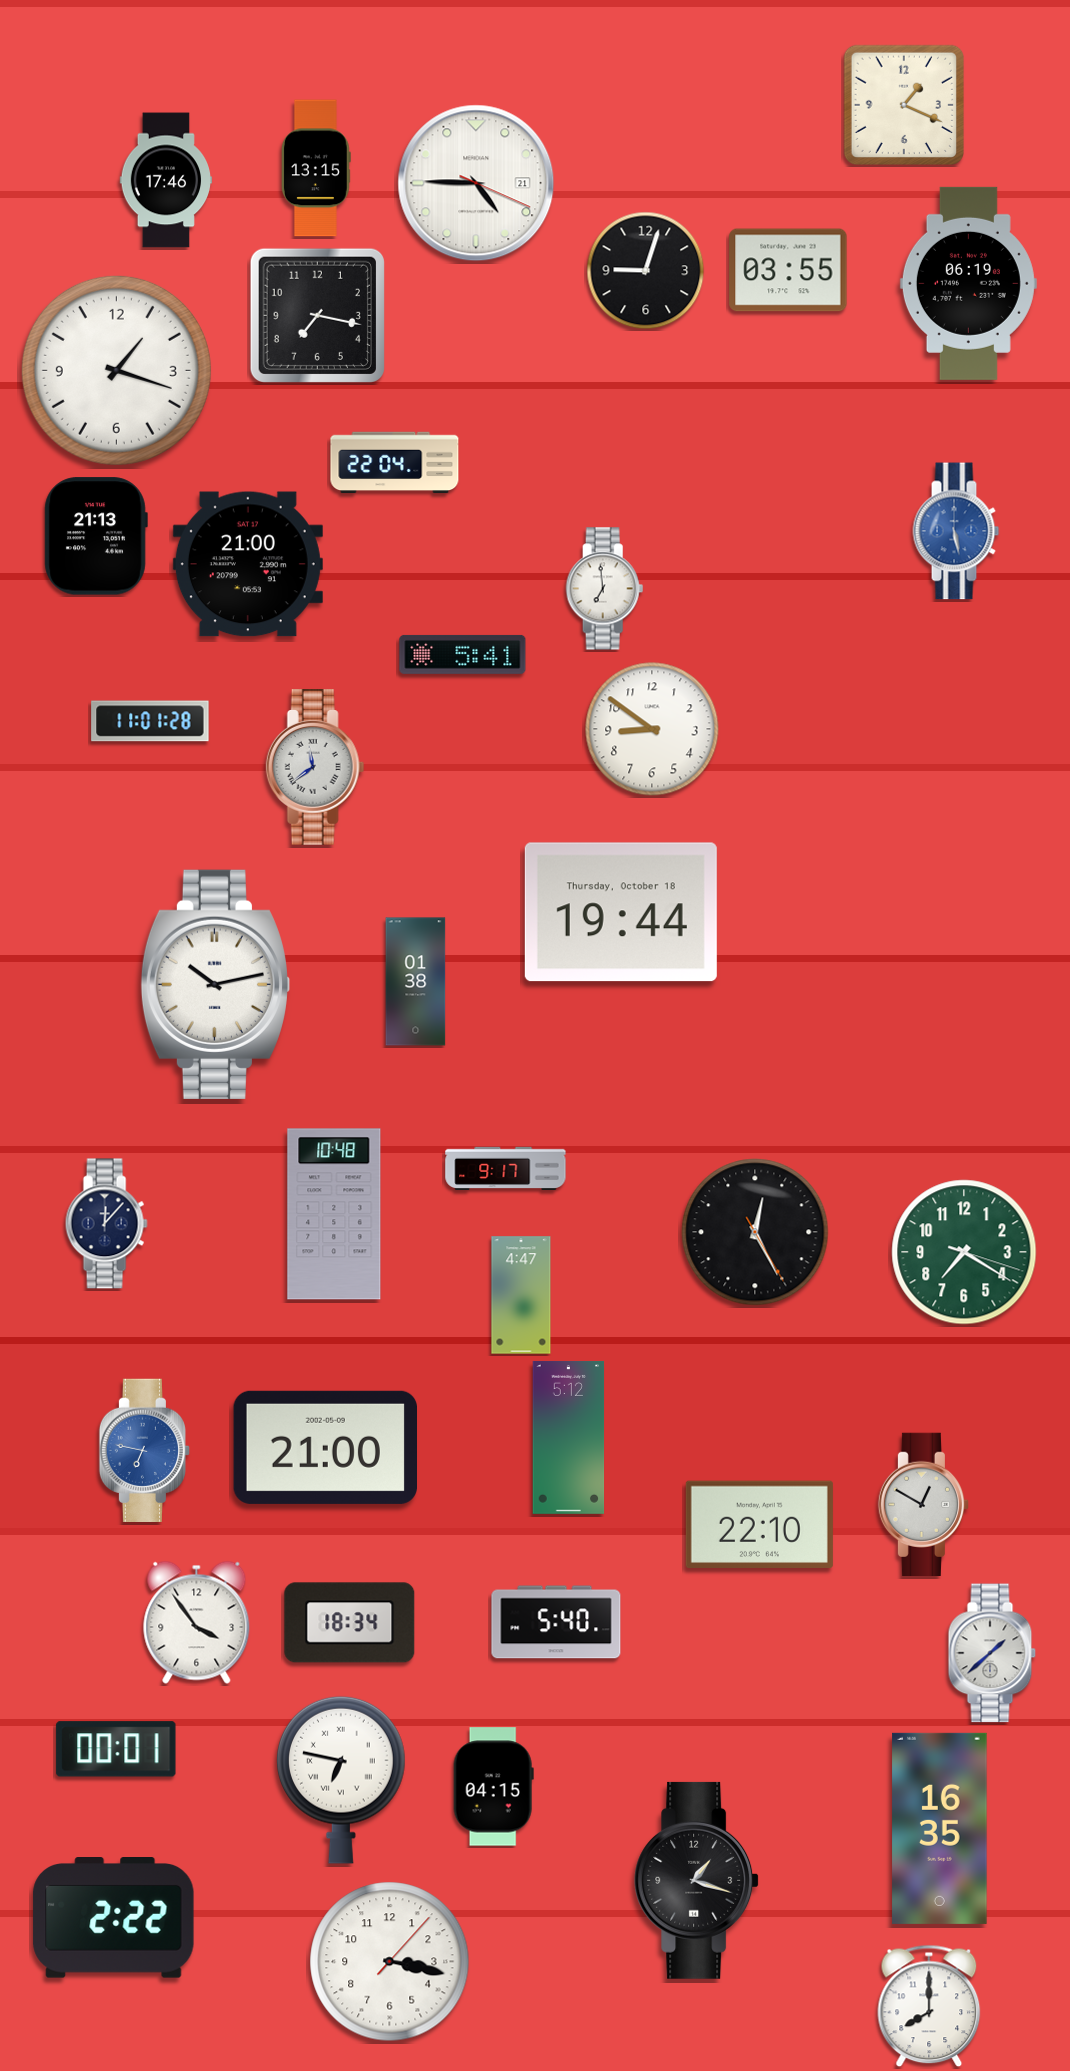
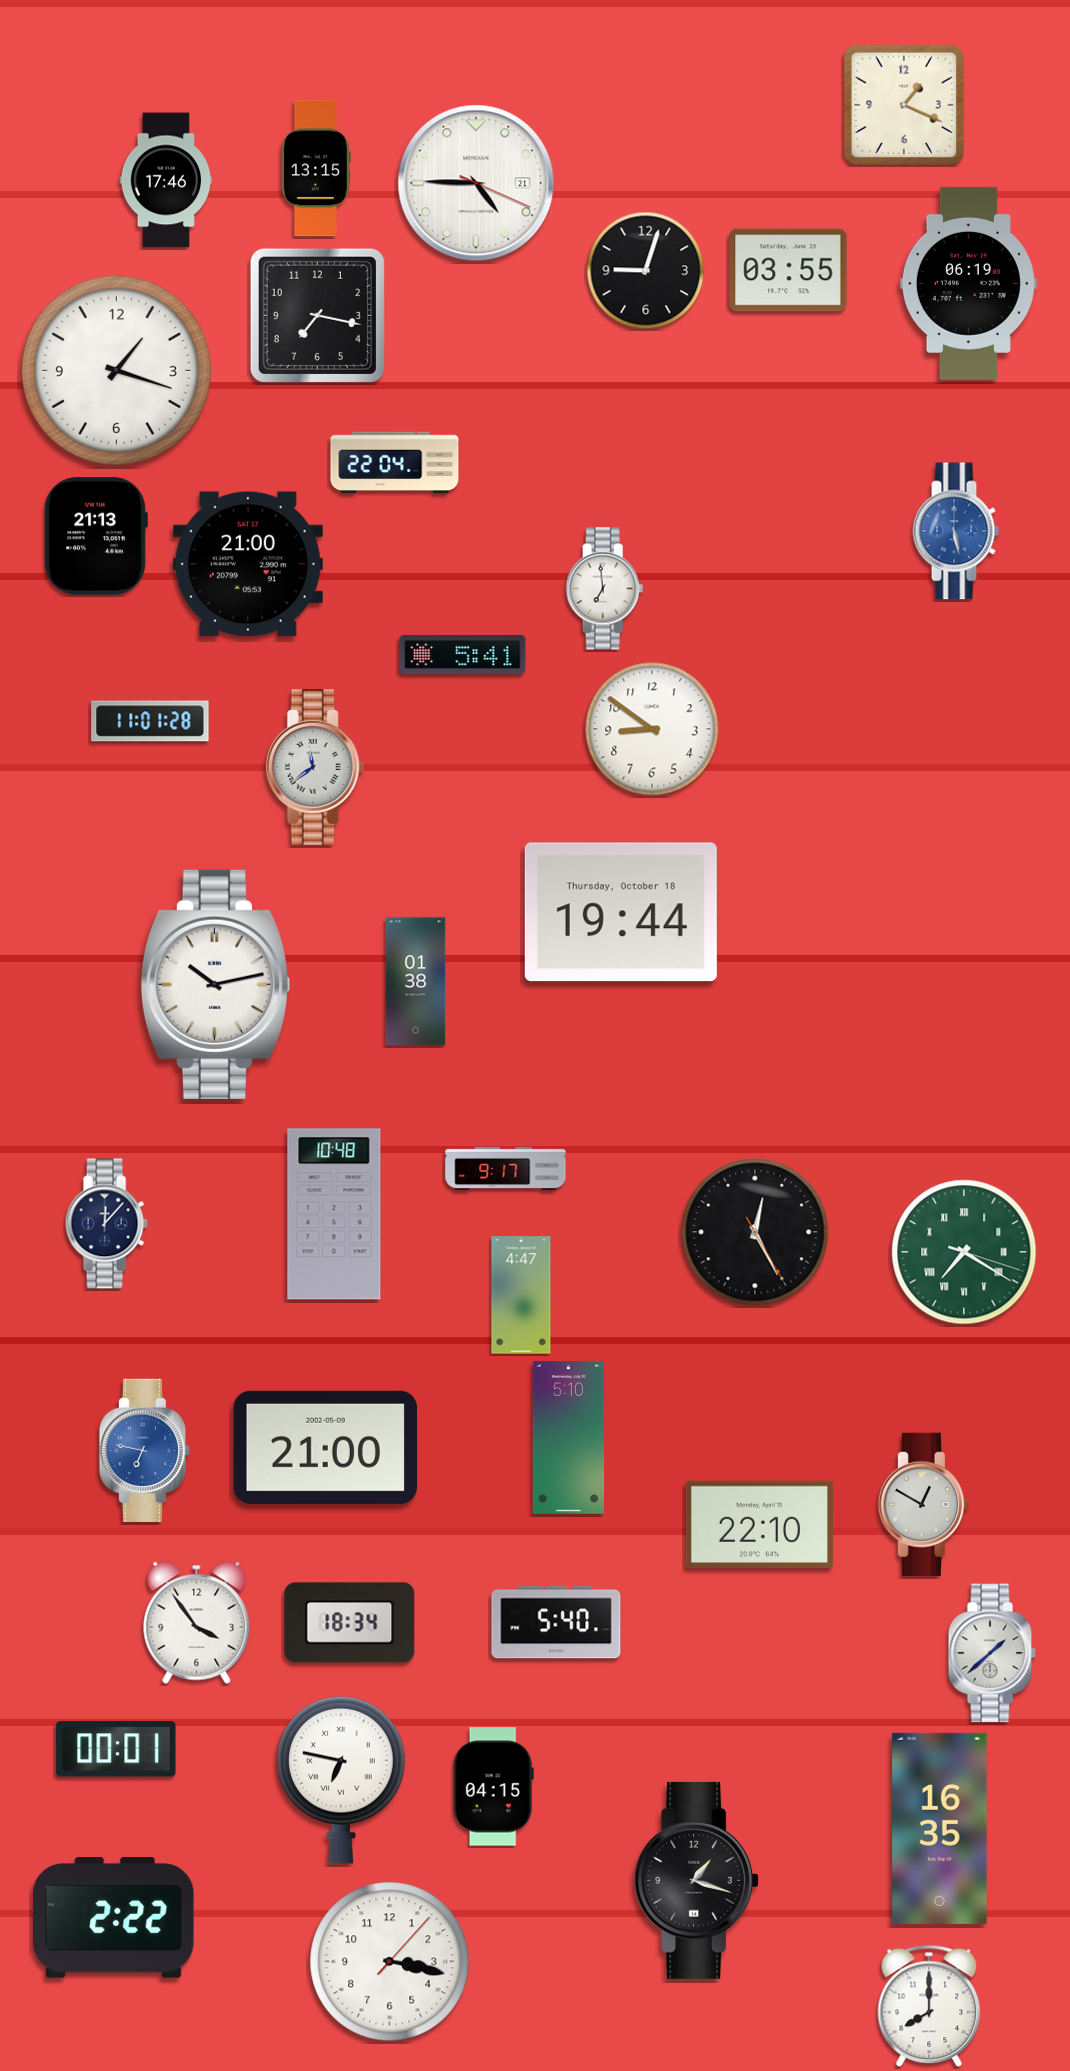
clock at (964, 1252) numerals: Arabic -> Roman
clock at (569, 1437): 5:12 -> 5:10
